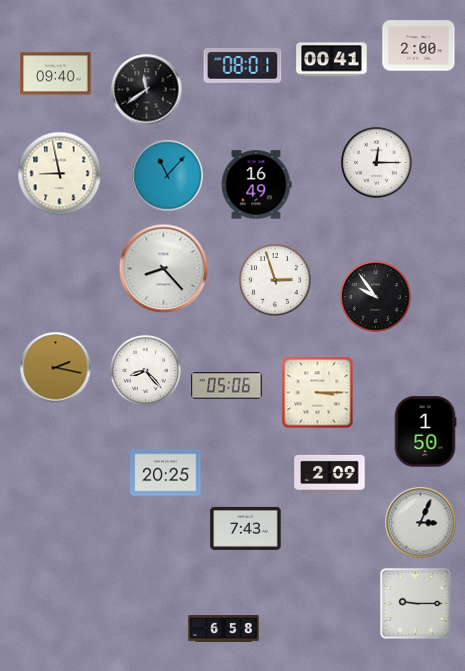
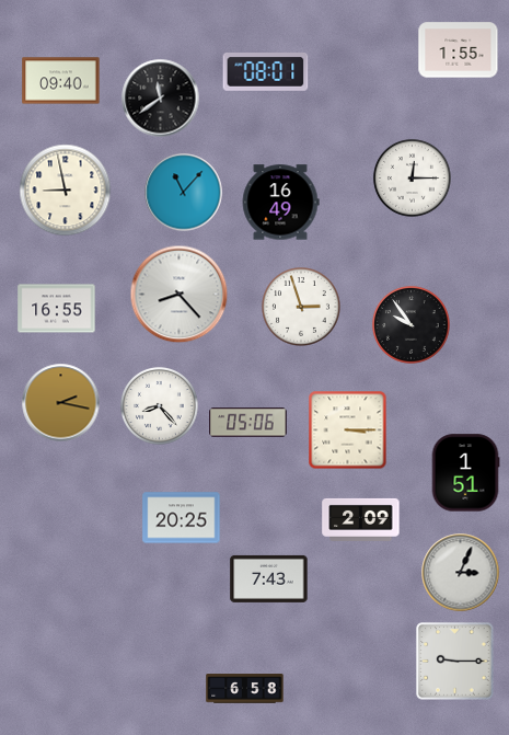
clock at (419, 46): 2:00 -> 1:55
clock at (332, 60): 00:41 -> none
clock at (57, 309): none -> 16:55
clock at (425, 432): 1:50 -> 1:51
